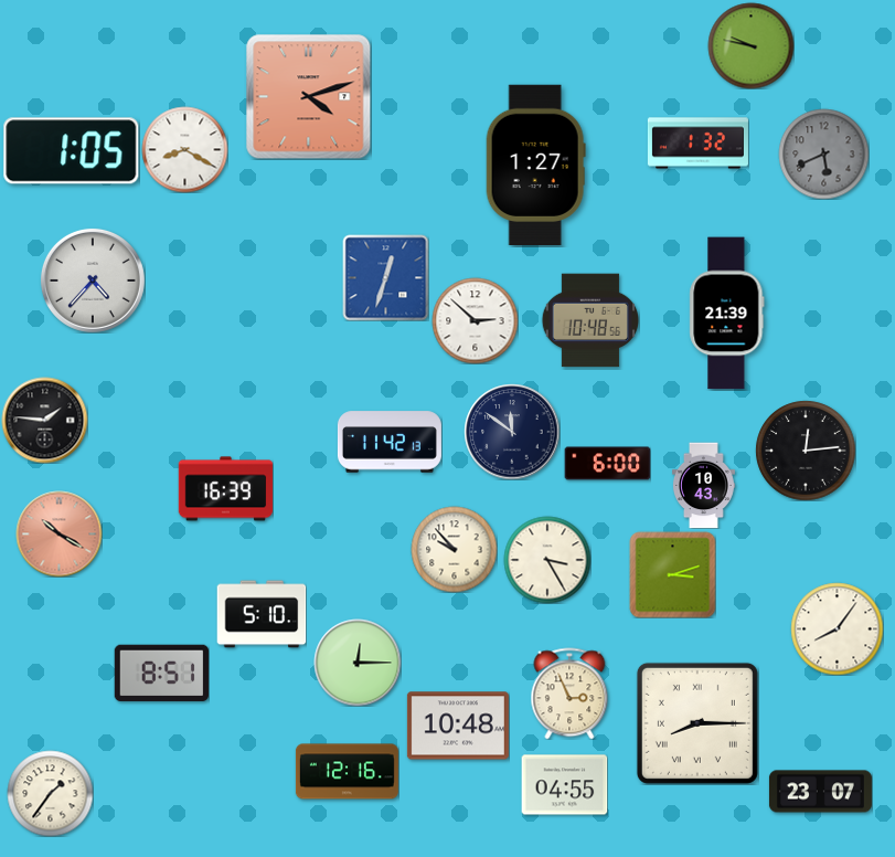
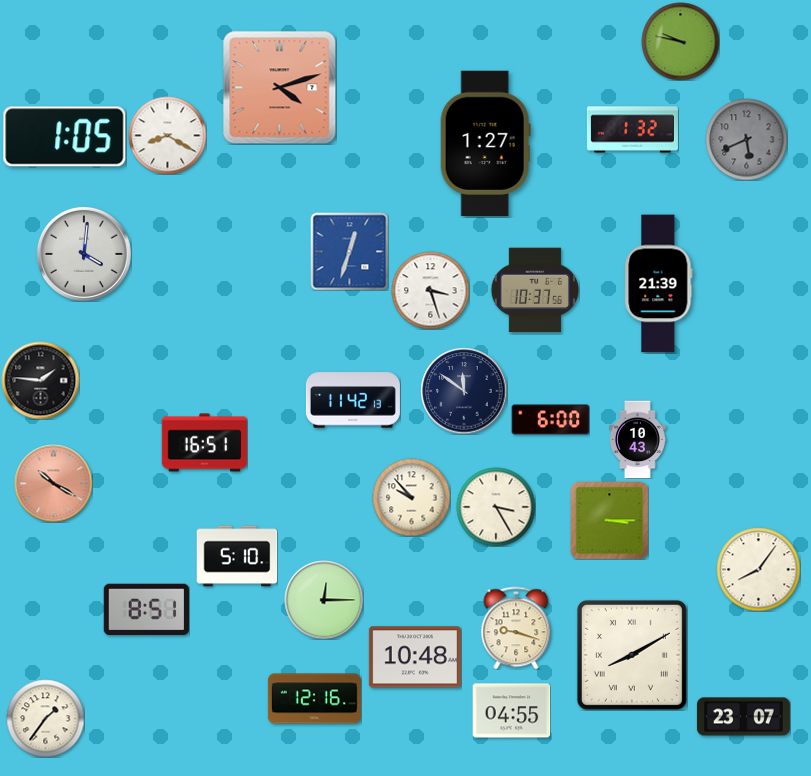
clock at (535, 165) position: (535, 165) -> (485, 143)
clock at (93, 281): 4:37 -> 4:01
clock at (475, 320): 2:52 -> 3:27
clock at (589, 320): 10:48 -> 10:37
clock at (806, 451): 12:14 -> none
clock at (225, 489): 16:39 -> 16:51
clock at (672, 574): 3:12 -> 3:15
clock at (569, 694): 2:56 -> 9:18
clock at (697, 723): 8:15 -> 8:10
